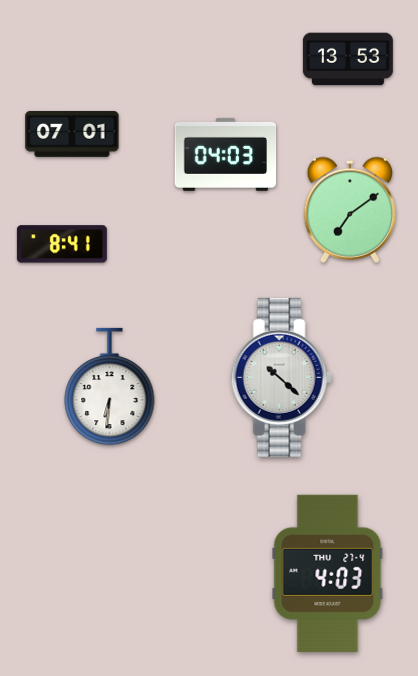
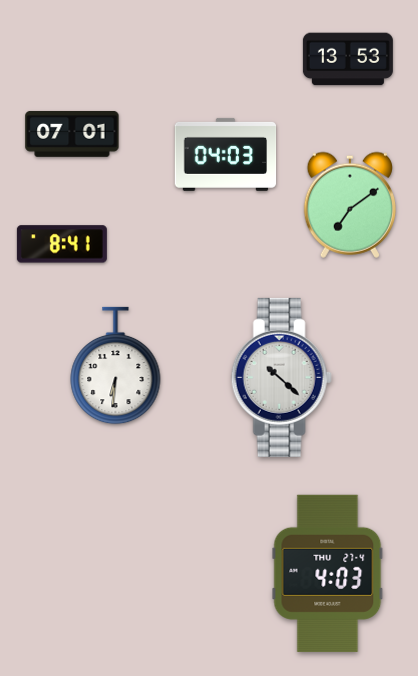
clock at (350, 210) position: (350, 210) -> (350, 205)
clock at (110, 387) position: (110, 387) -> (116, 366)
